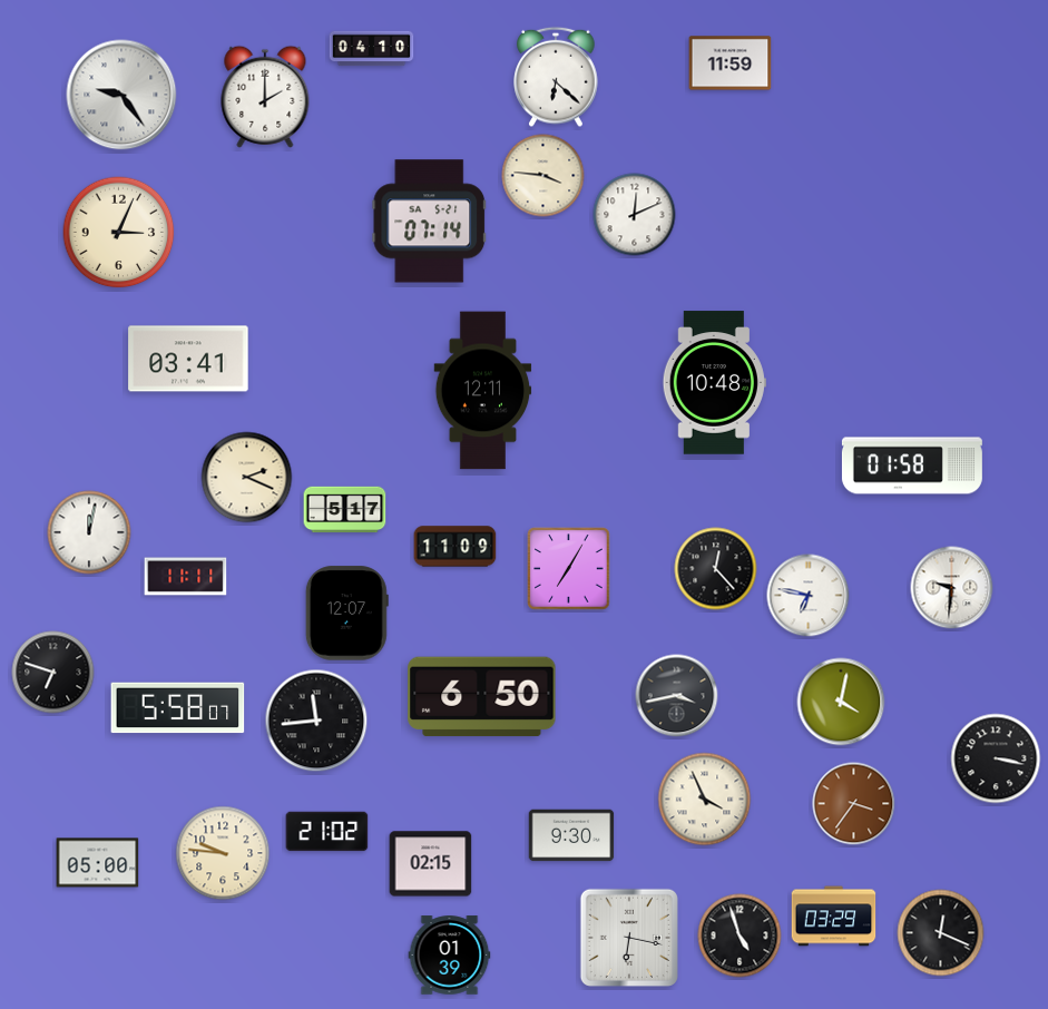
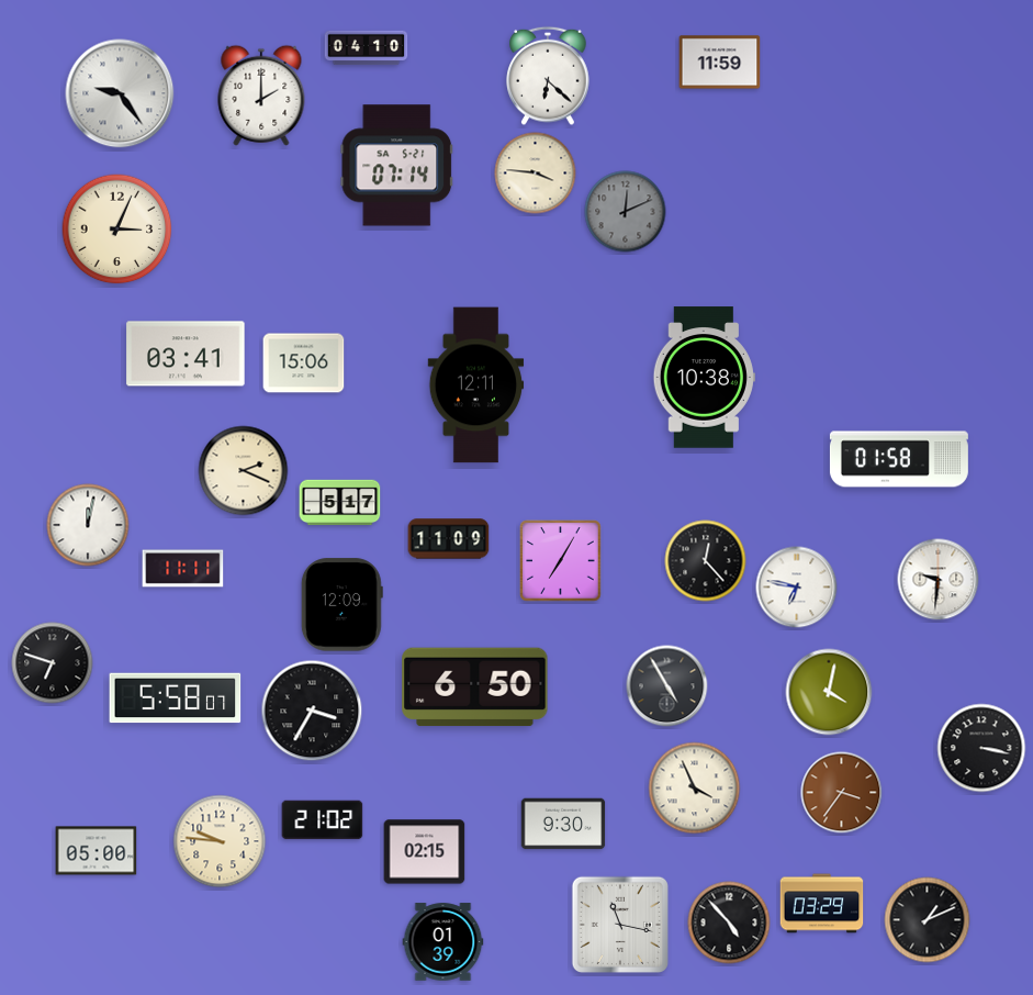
clock at (635, 215) dial: white -> grey
clock at (430, 222) position: (430, 222) -> (397, 166)
clock at (304, 364): none -> 15:06
clock at (714, 383): 10:48 -> 10:38
clock at (346, 614): 12:07 -> 12:09
clock at (677, 696): 3:43 -> 4:55
clock at (316, 721): 11:44 -> 3:35
clock at (941, 933): 12:19 -> 1:11
clock at (740, 935): 4:57 -> 4:53
clock at (628, 937): 6:17 -> 11:17
